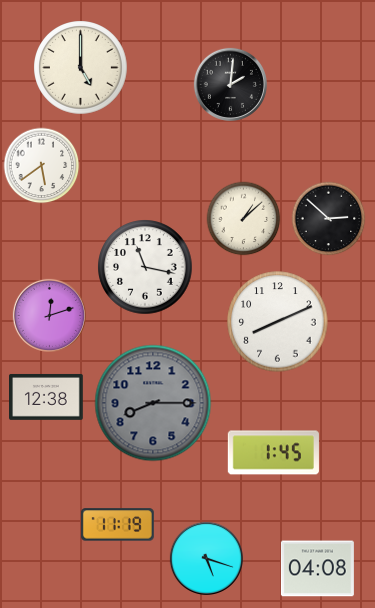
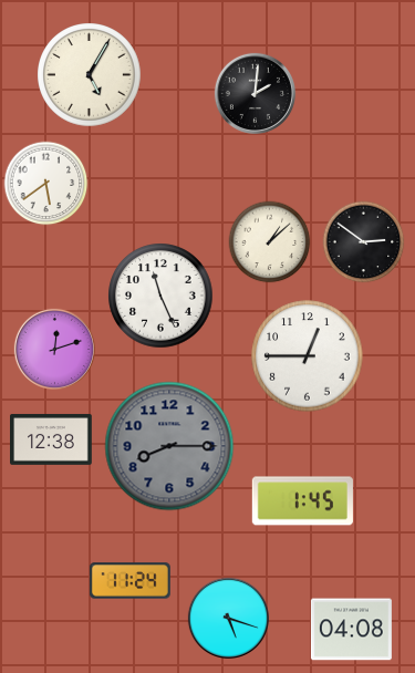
clock at (81, 68): 5:00 -> 5:05
clock at (329, 219): 2:52 -> 2:51
clock at (145, 267): 11:17 -> 11:26
clock at (278, 322): 8:11 -> 12:45
clock at (117, 525): 11:19 -> 11:24
